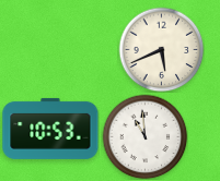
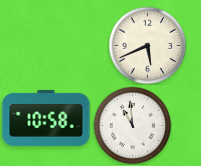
clock at (50, 129): 10:53 -> 10:58
